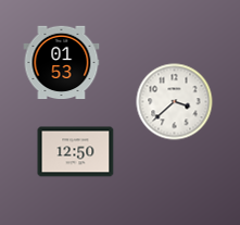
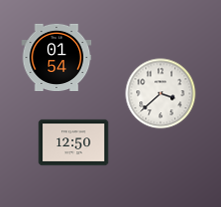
clock at (62, 63): 01:53 -> 01:54
clock at (76, 152) position: (76, 152) -> (74, 143)
